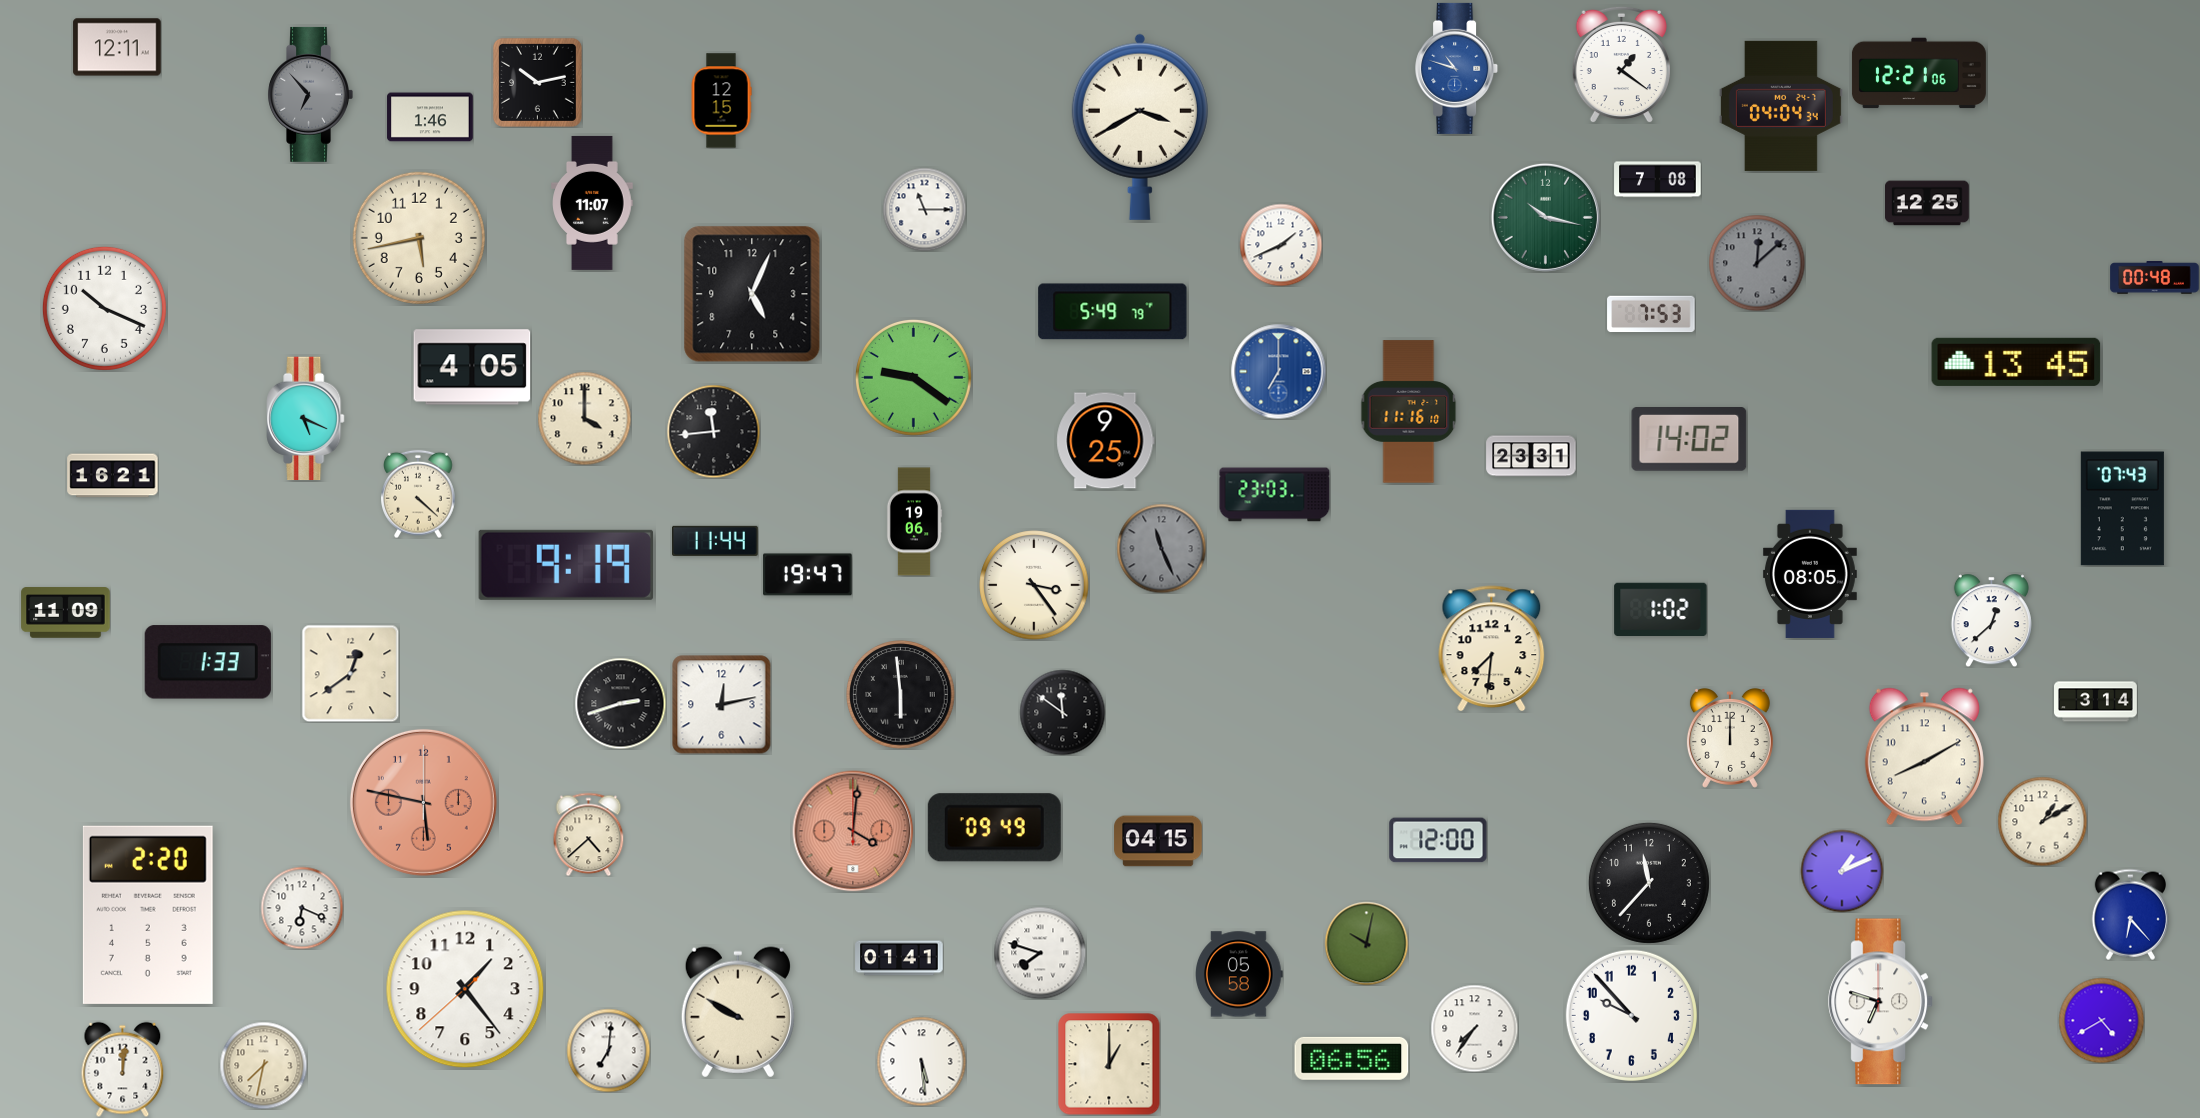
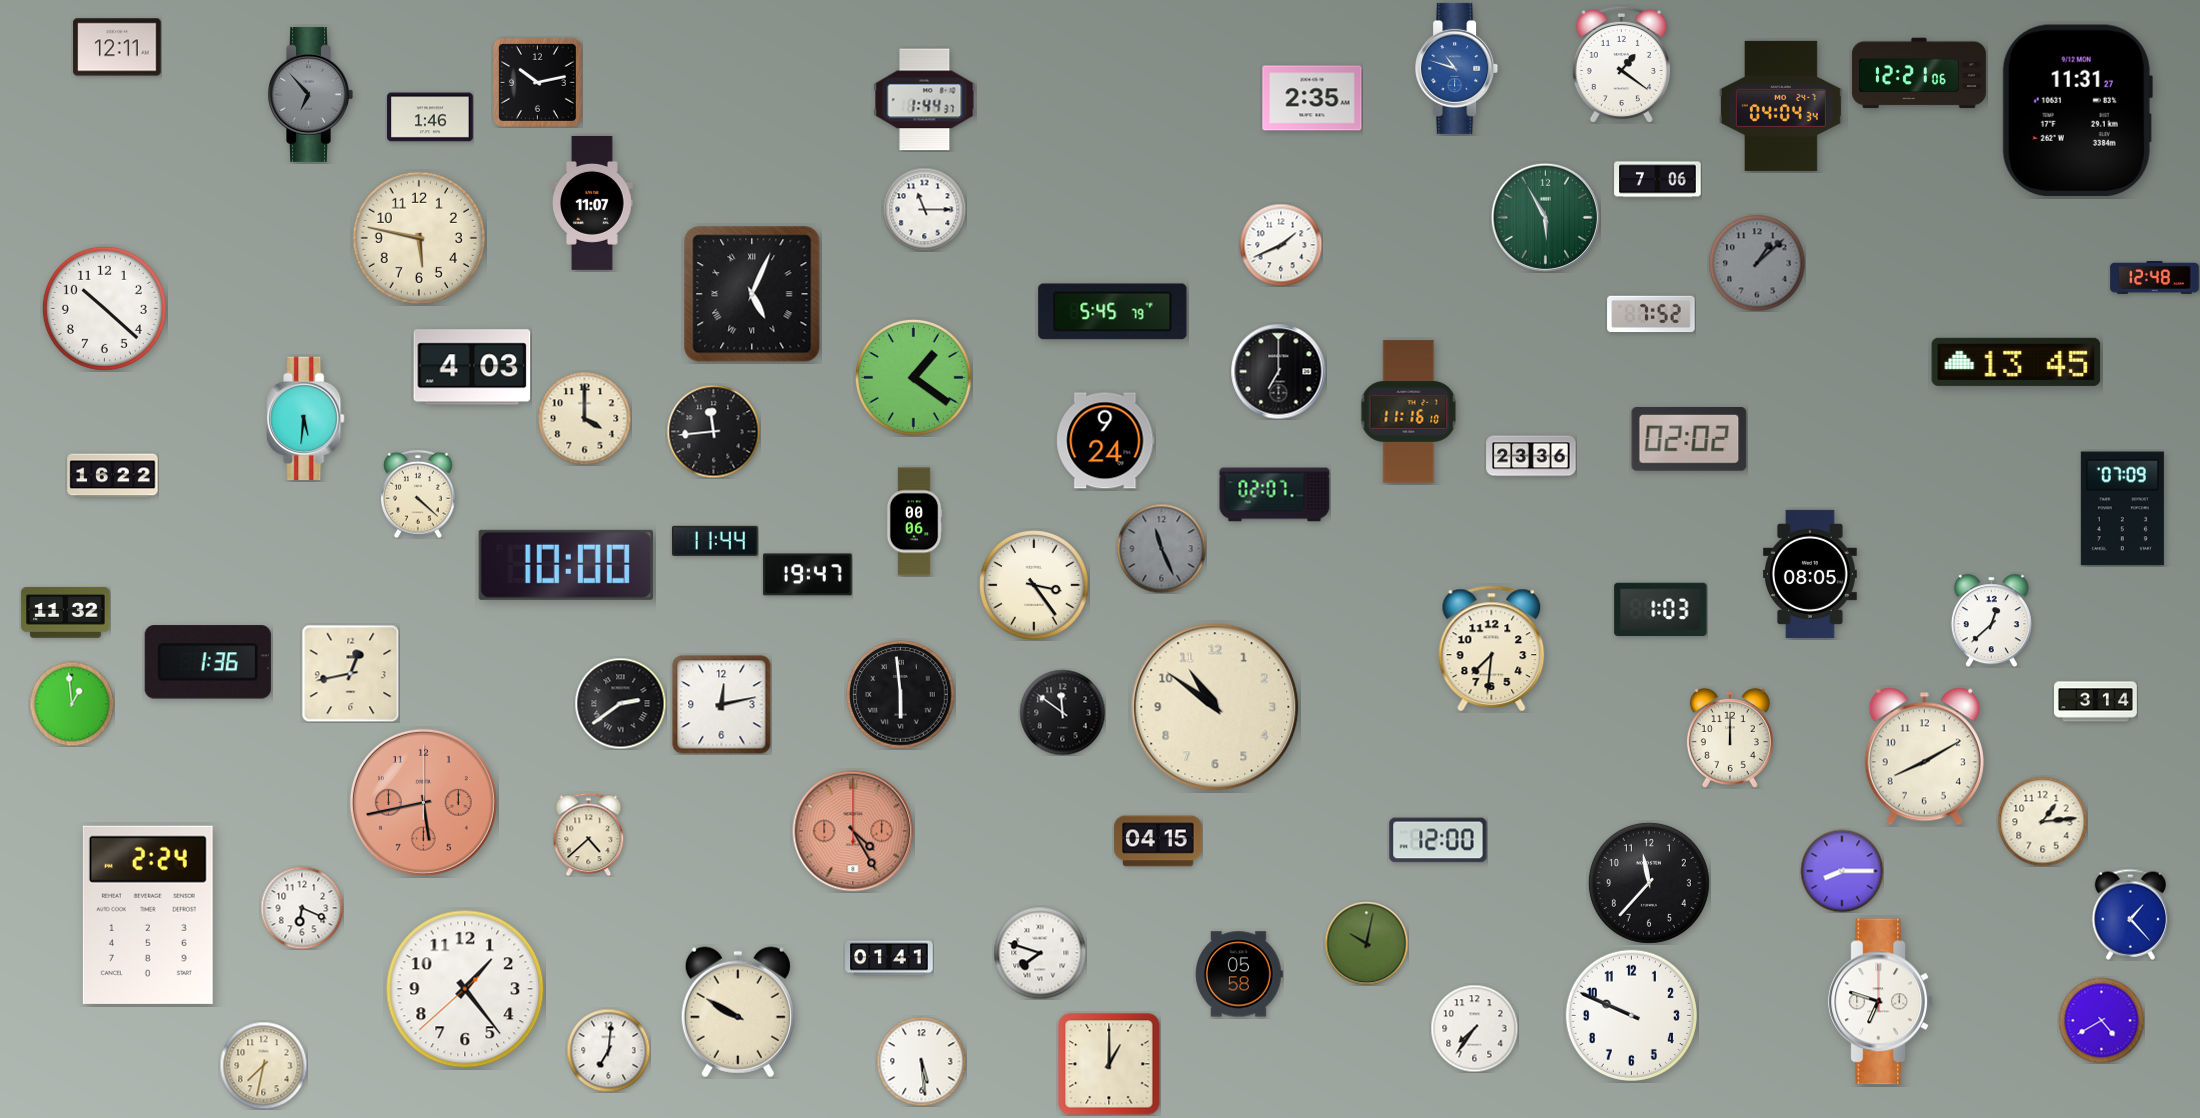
clock at (1312, 98): none -> 2:35
clock at (925, 100): none -> 1:44
clock at (721, 101): 12:15 -> none
clock at (2077, 111): none -> 11:31
clock at (1140, 127): 3:40 -> none
clock at (1658, 180): 7:08 -> 7:06
clock at (1928, 203): 12:25 -> none
clock at (1545, 217): 10:17 -> 5:55
clock at (419, 238): 5:43 -> 5:47
clock at (1757, 263): 12:08 -> 1:08
clock at (2155, 278): 00:48 -> 12:48
clock at (752, 294) numerals: Arabic -> Roman
clock at (104, 308): 10:19 -> 10:22
clock at (1113, 312): 5:49 -> 5:45
clock at (1651, 314): 7:53 -> 7:52
clock at (472, 367): 4:05 -> 4:03
clock at (1278, 371) dial: blue -> black
clock at (913, 377): 9:21 -> 1:21
clock at (306, 419): 5:19 -> 5:31
clock at (1689, 440): 14:02 -> 02:02
clock at (1106, 441): 9:25 -> 9:24
clock at (1531, 456): 23:31 -> 23:36
clock at (113, 476): 16:21 -> 16:22
clock at (1275, 495): 23:03 -> 02:07
clock at (2122, 509): 07:43 -> 07:09
clock at (914, 522): 19:06 -> 00:06
clock at (566, 565): 9:19 -> 10:00
clock at (1661, 609): 1:02 -> 1:03
clock at (66, 613): 11:09 -> 11:32
clock at (208, 662): 1:33 -> 1:36
clock at (350, 673): 12:39 -> 12:43
clock at (620, 703): 2:42 -> 2:39
clock at (72, 704): none -> 12:59
clock at (1215, 707): none -> 10:51
clock at (423, 802): 5:47 -> 5:43
clock at (2042, 821): 1:10 -> 1:14
clock at (994, 828): 09:49 -> none
clock at (853, 831): 4:01 -> 4:25
clock at (1842, 871): 1:11 -> 8:15
clock at (2130, 914): 6:23 -> 1:23
clock at (148, 915): 2:20 -> 2:24
clock at (899, 958) position: (899, 958) -> (889, 958)
clock at (1631, 1015): 9:53 -> 9:49
clock at (1352, 1058): 06:56 -> none
clock at (123, 1069): 12:01 -> none
